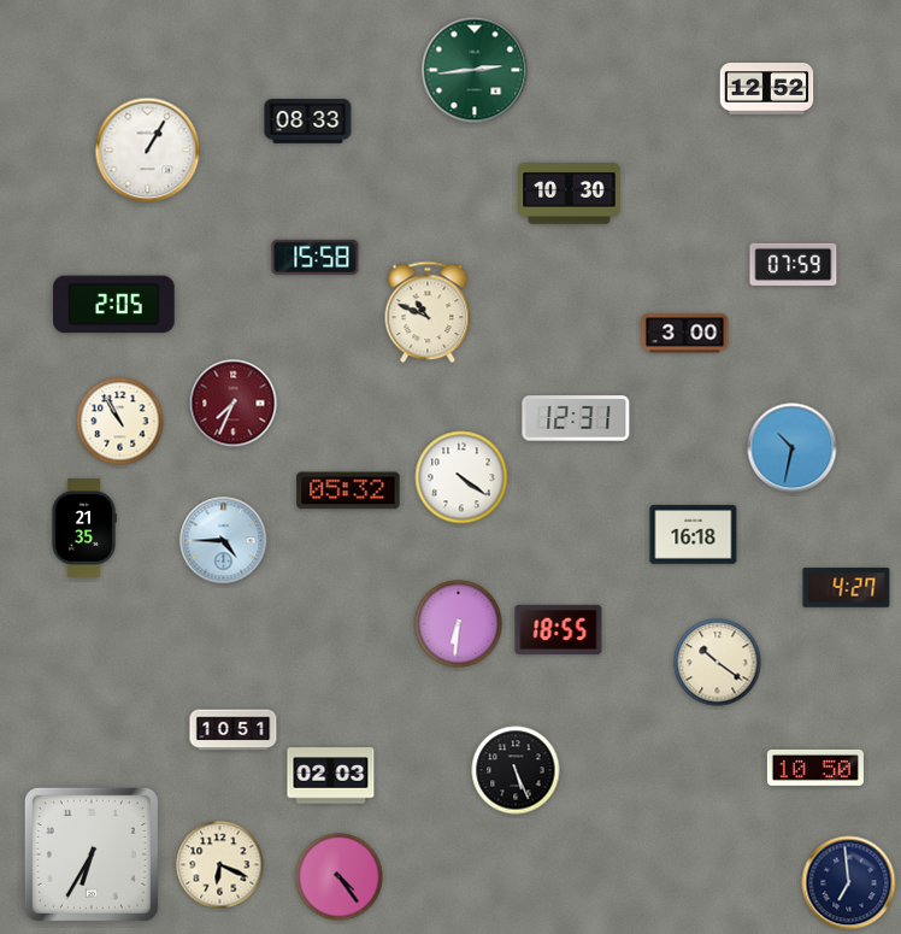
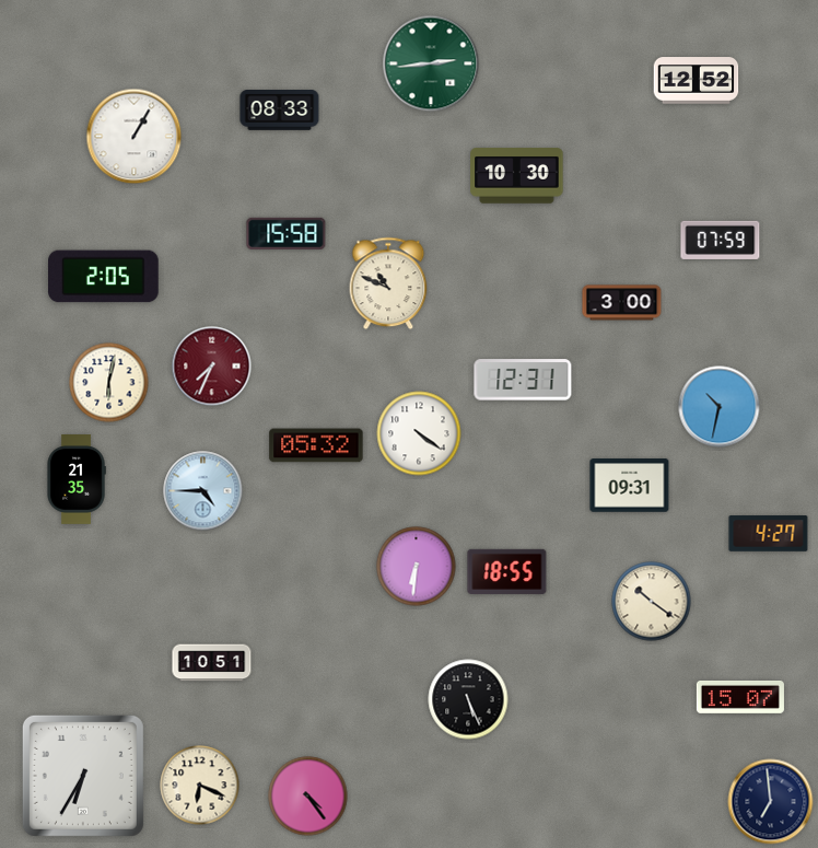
clock at (120, 422): 10:55 -> 6:02
clock at (694, 535): 16:18 -> 09:31
clock at (815, 768): 10:50 -> 15:07
clock at (331, 776): 02:03 -> none
